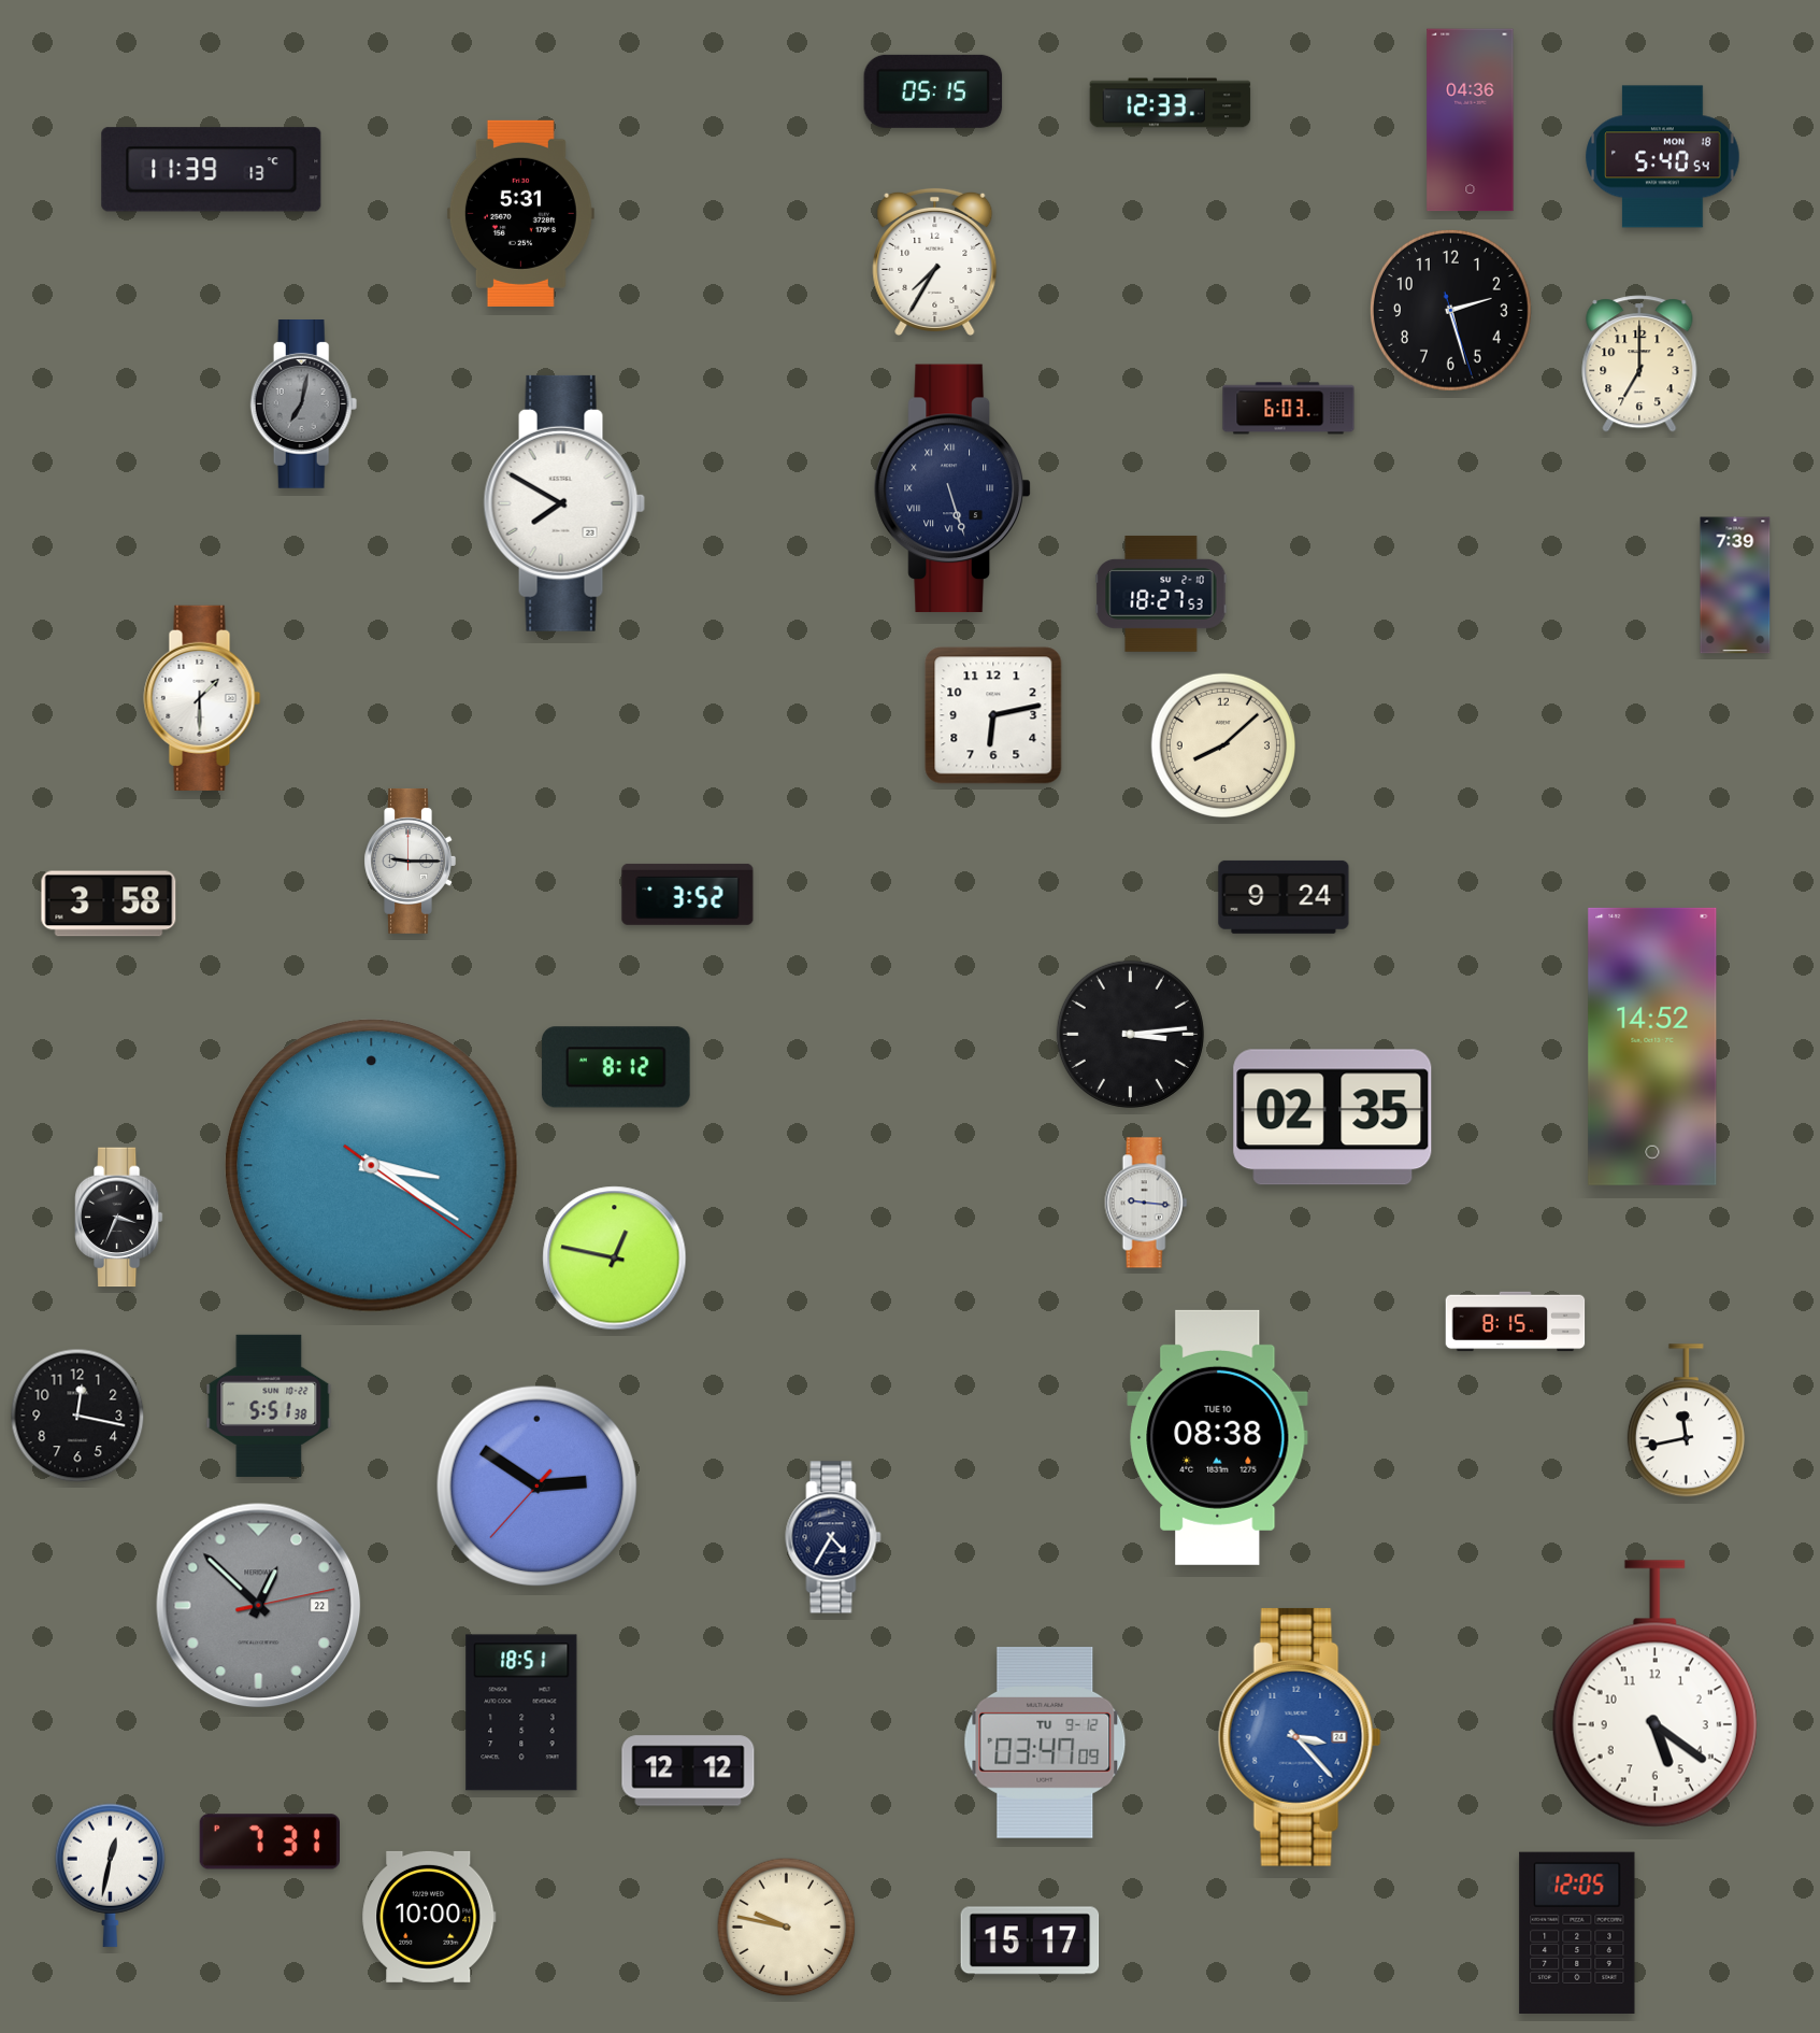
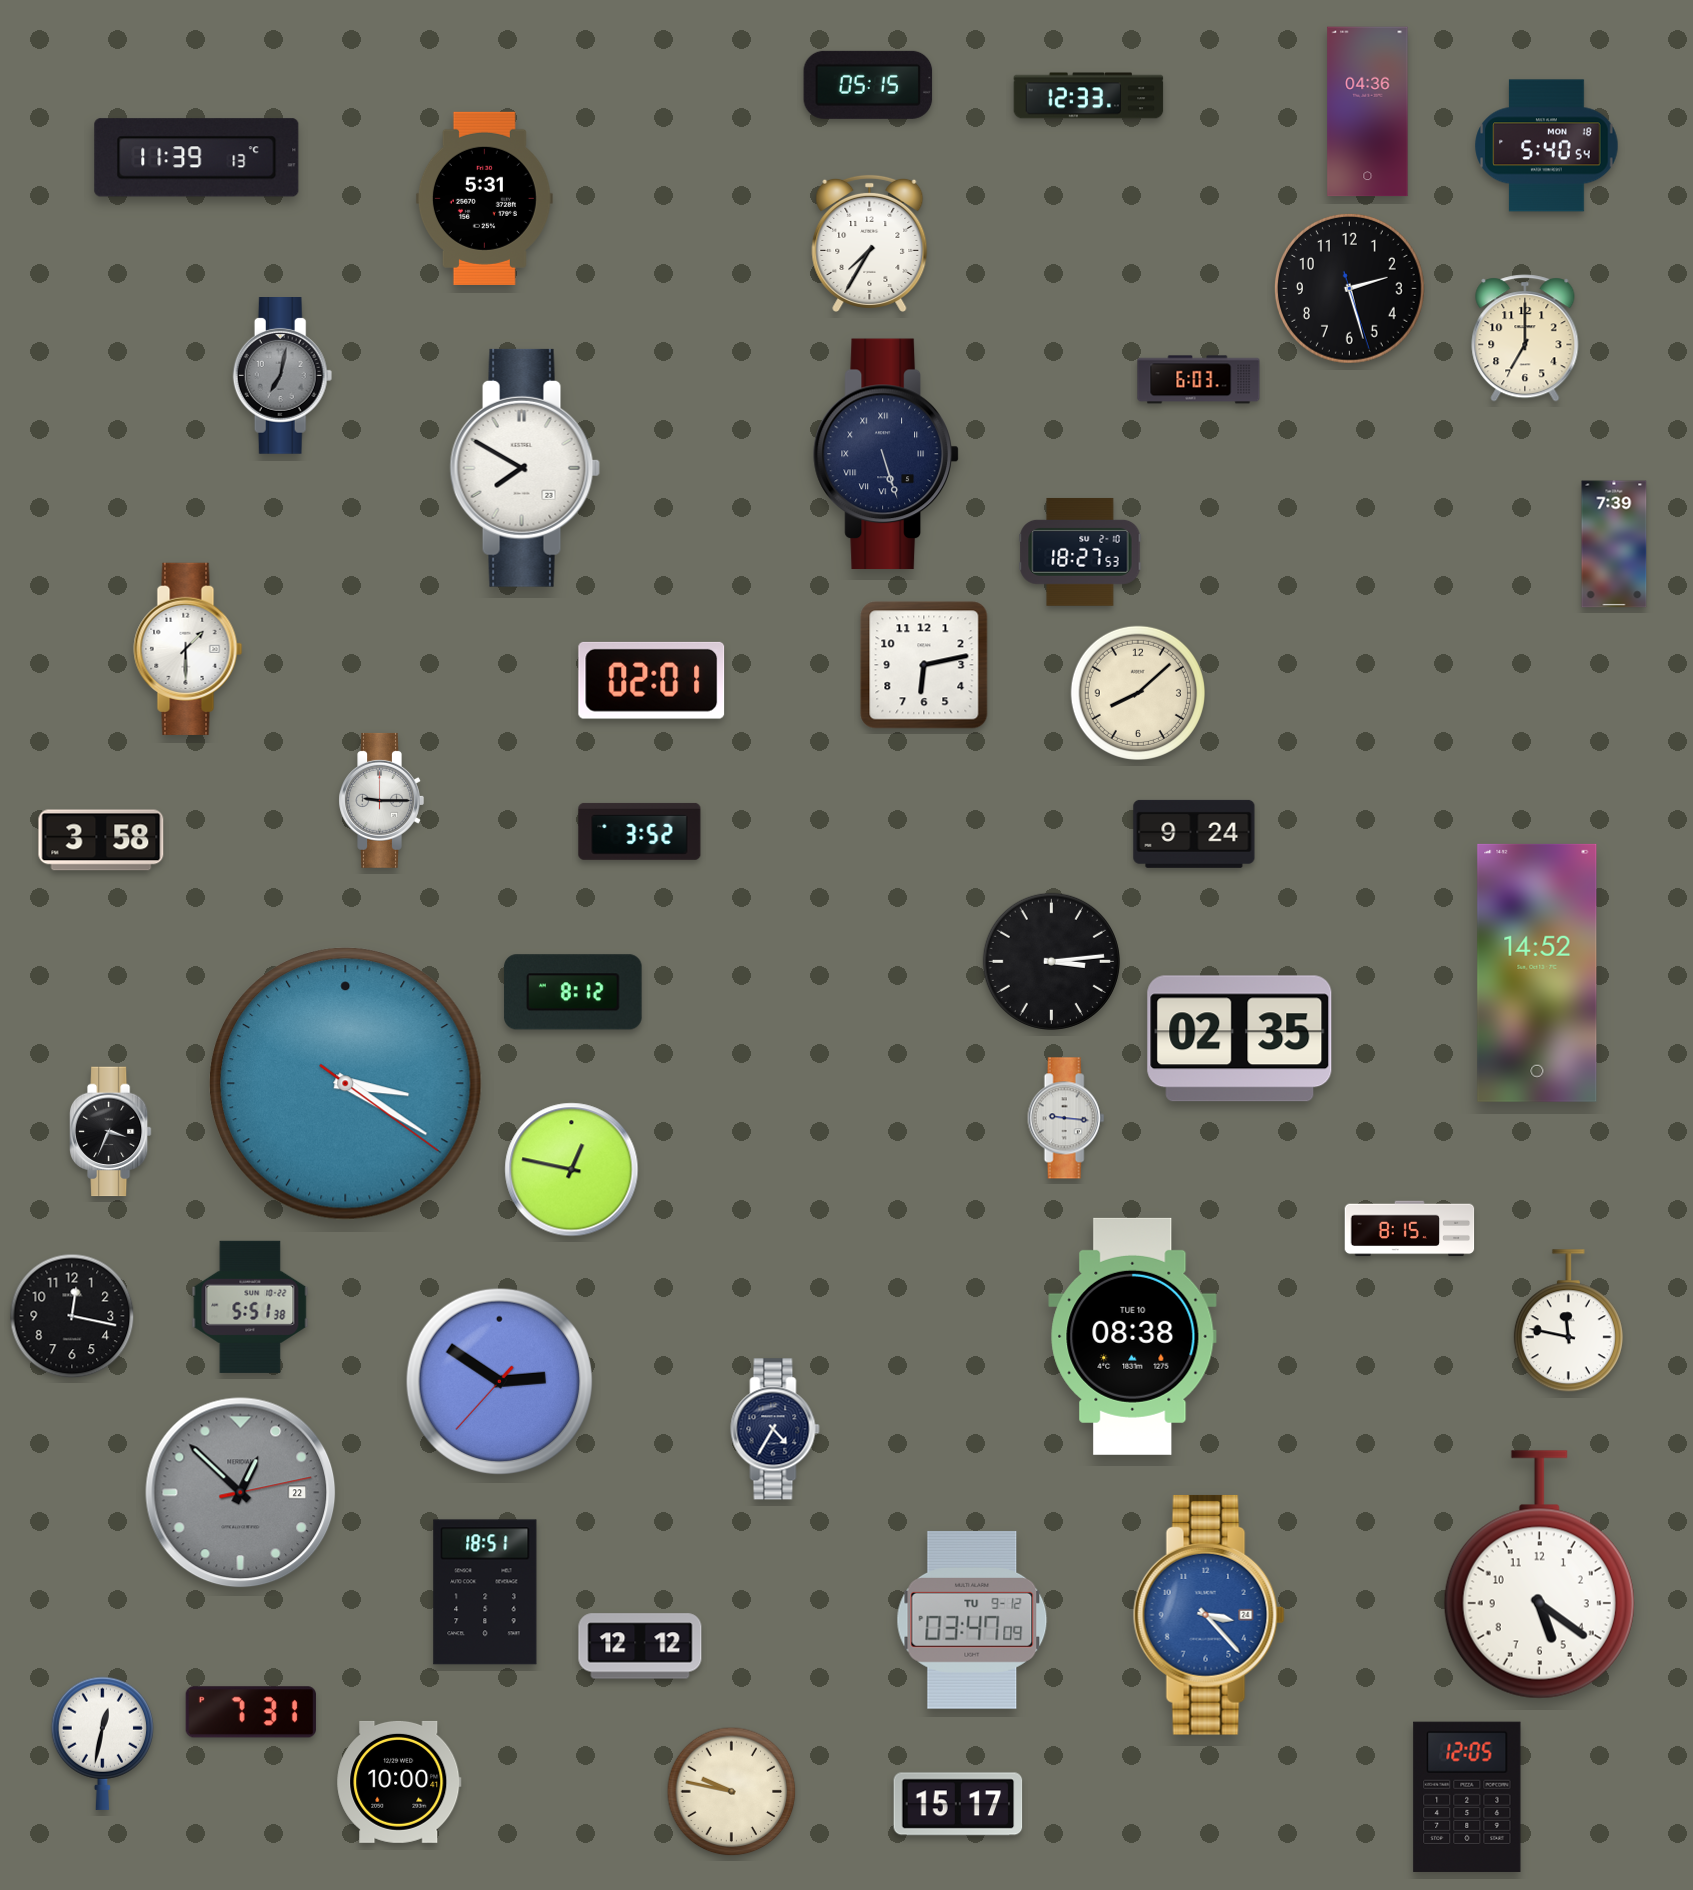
clock at (652, 680): none -> 02:01
clock at (1686, 1421): 11:43 -> 11:47
